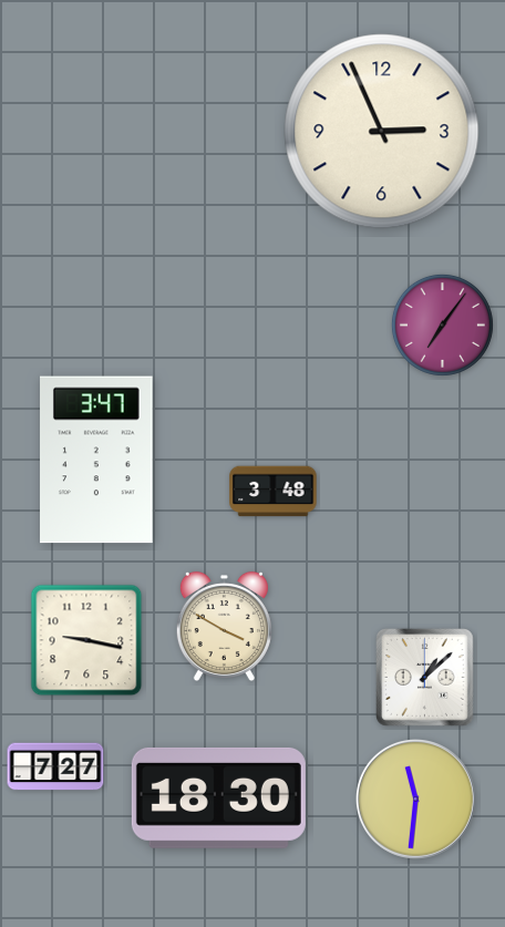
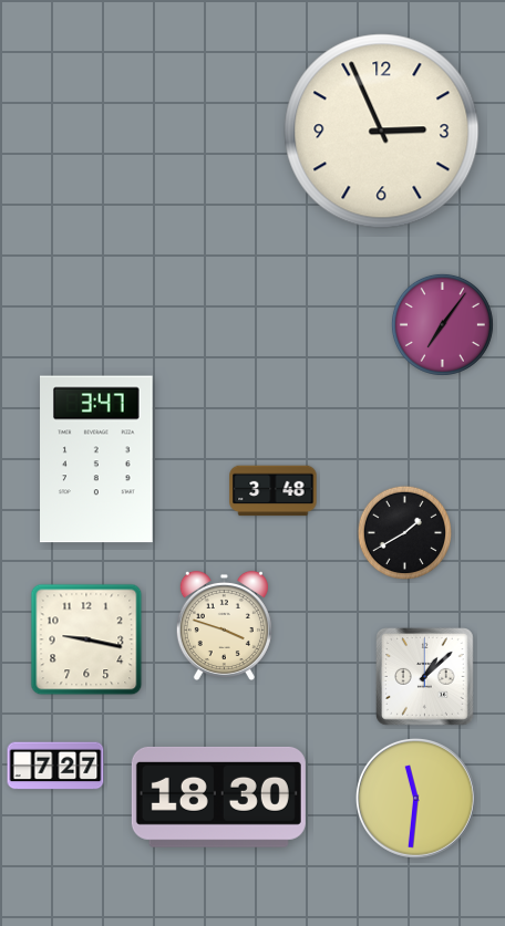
clock at (404, 532): none -> 1:40
clock at (224, 626): 3:50 -> 3:48
